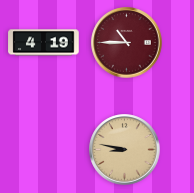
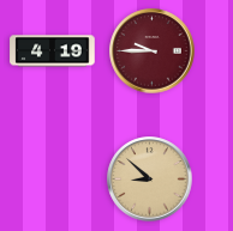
clock at (127, 43): 10:45 -> 9:45
clock at (125, 150): 8:47 -> 8:52
